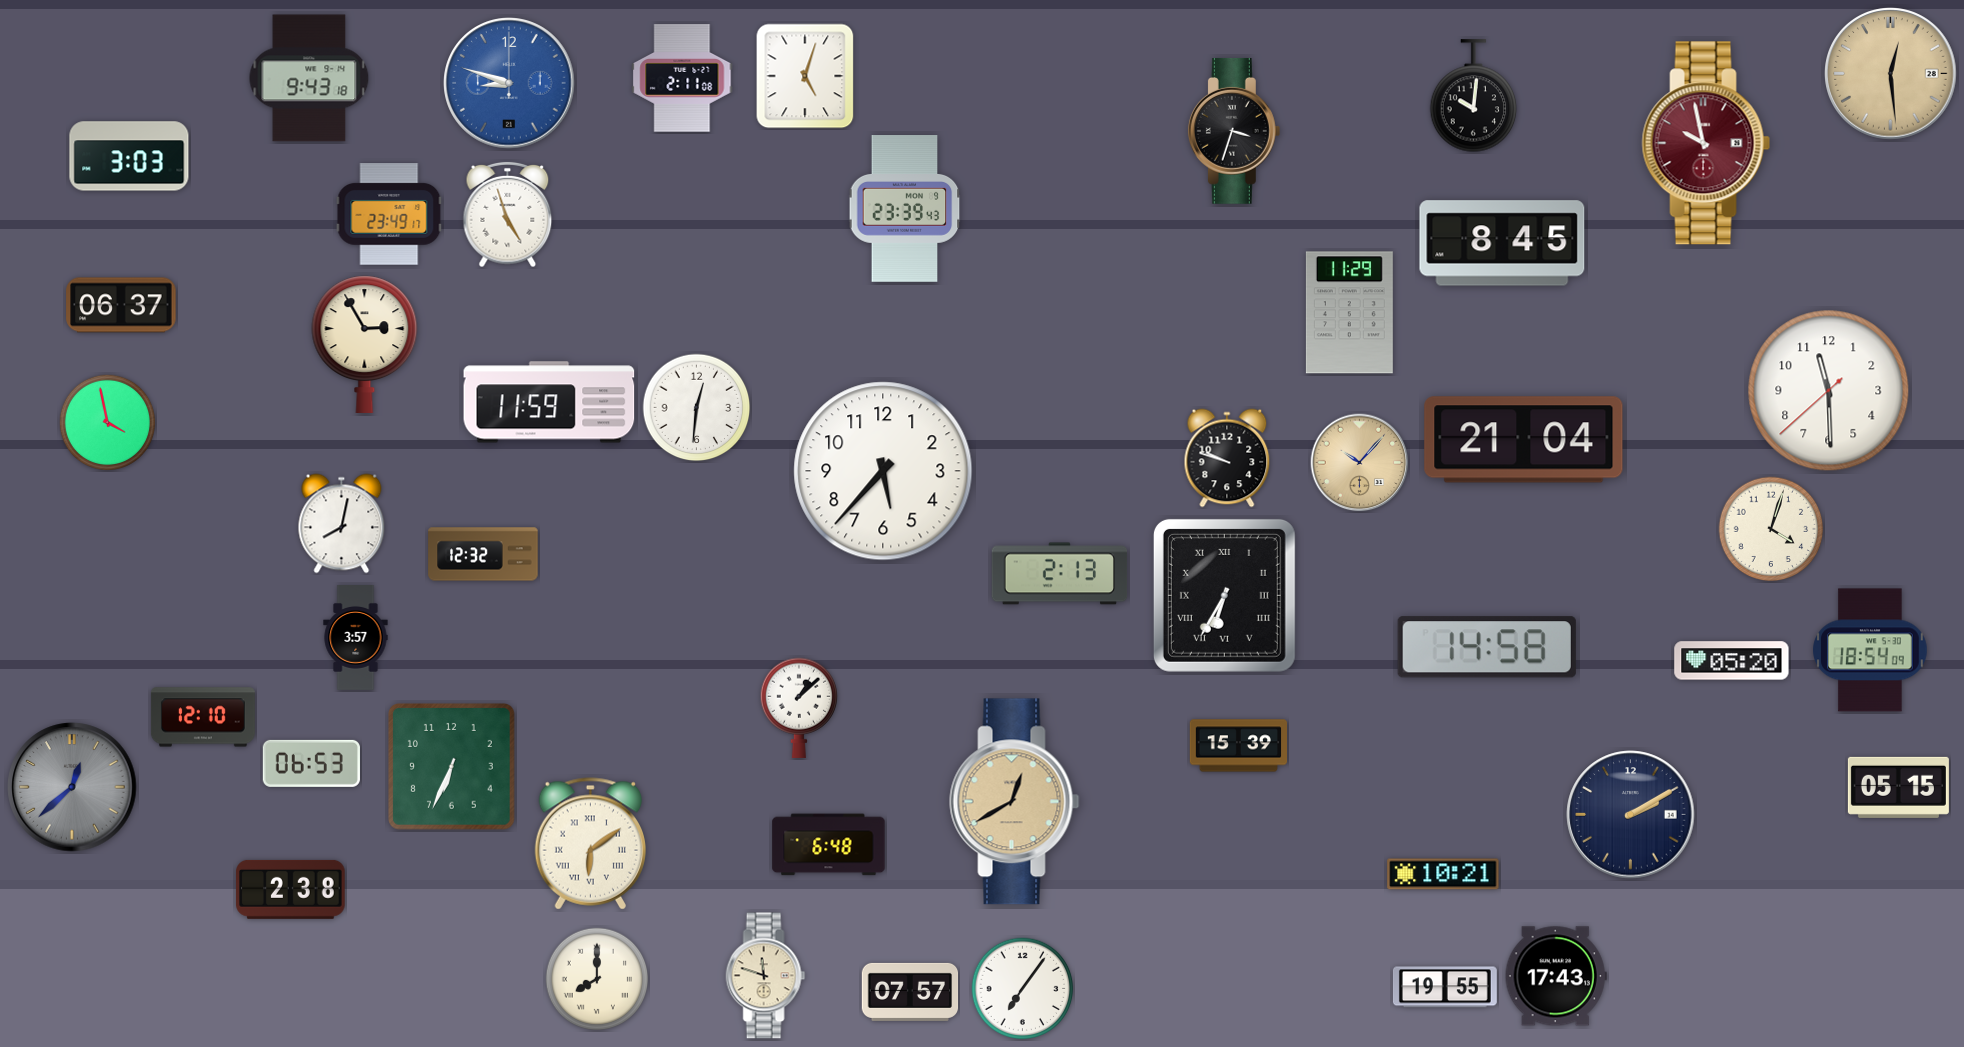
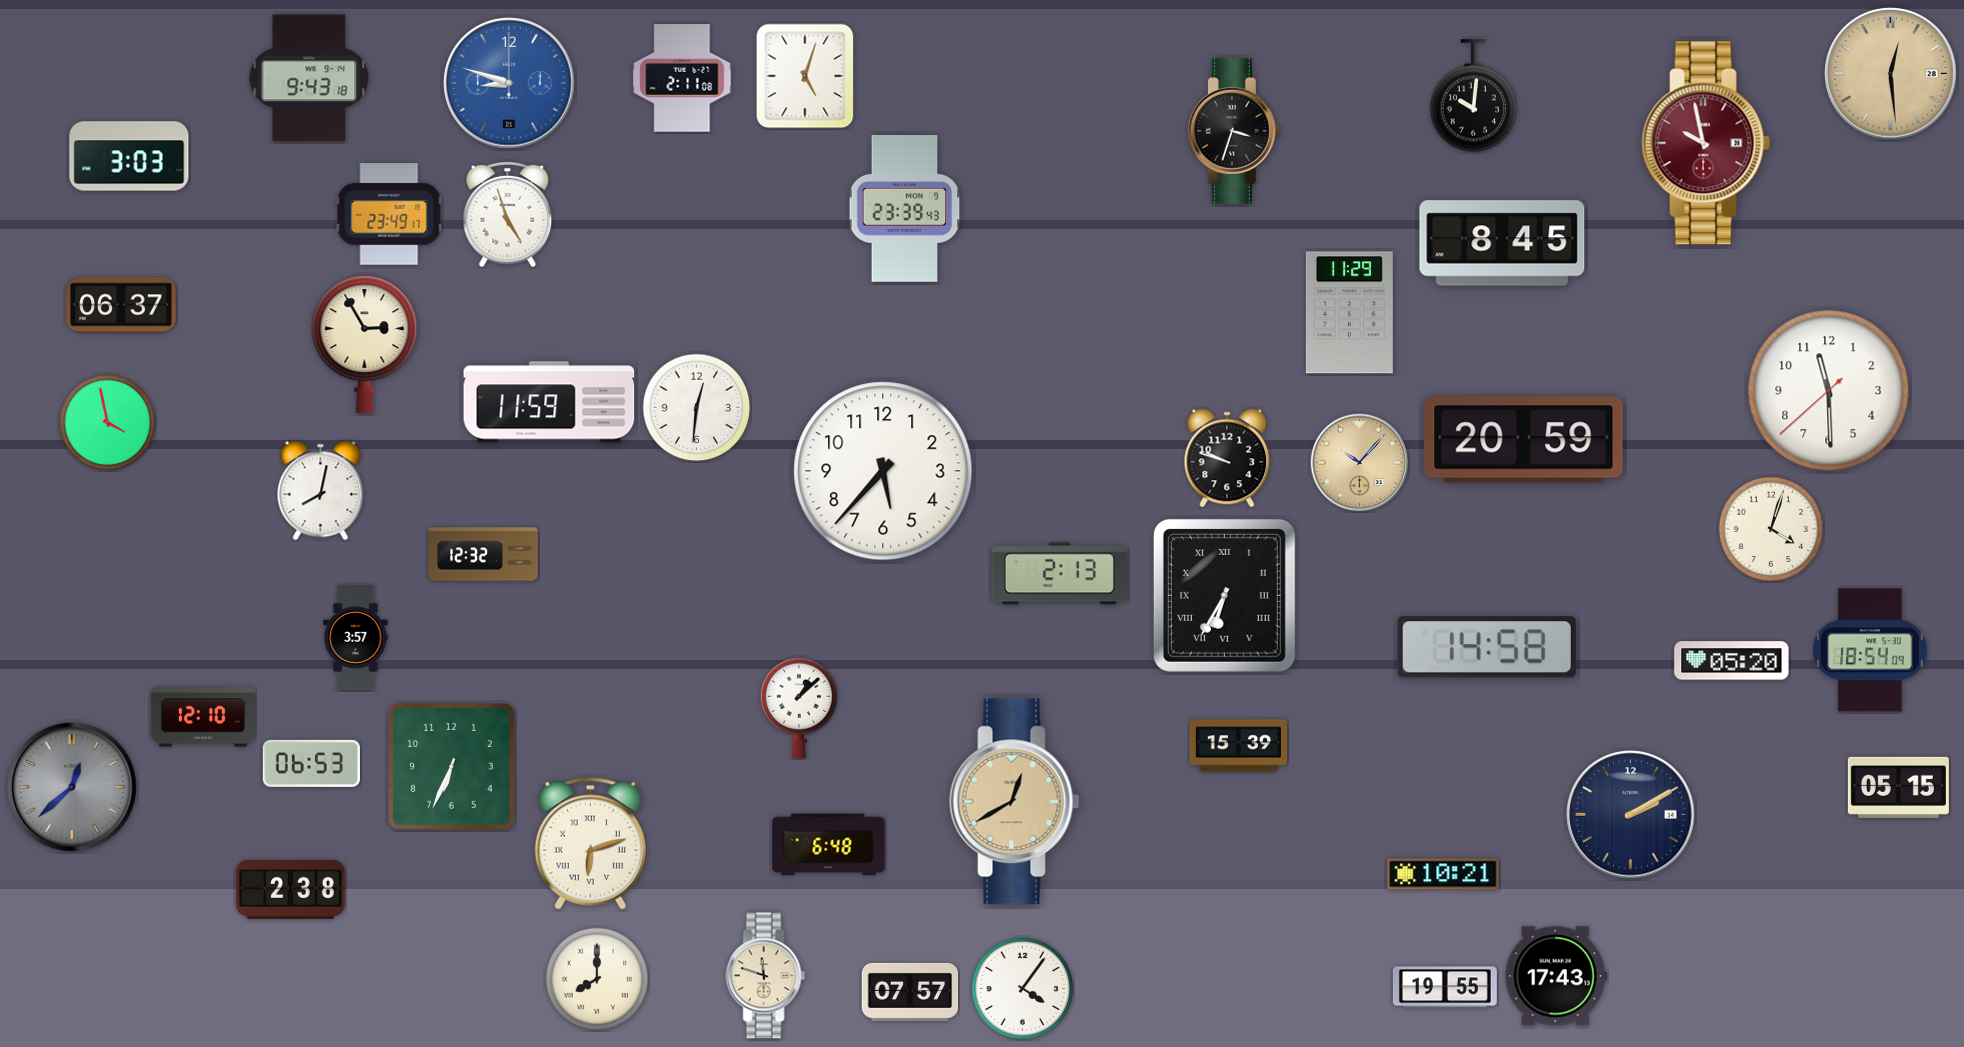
clock at (1524, 440): 21:04 -> 20:59
clock at (342, 524) position: (342, 524) -> (321, 491)
clock at (590, 844): 6:09 -> 6:12
clock at (1023, 989): 7:06 -> 4:06
